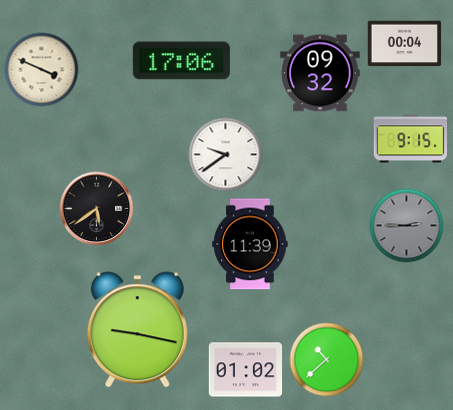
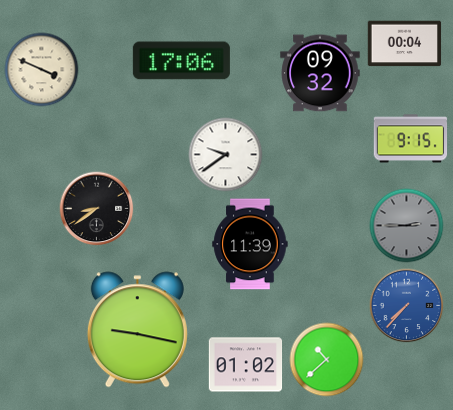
clock at (97, 209): 5:39 -> 8:39
clock at (407, 306): none -> 7:37
clock at (246, 370) position: (246, 370) -> (246, 365)
